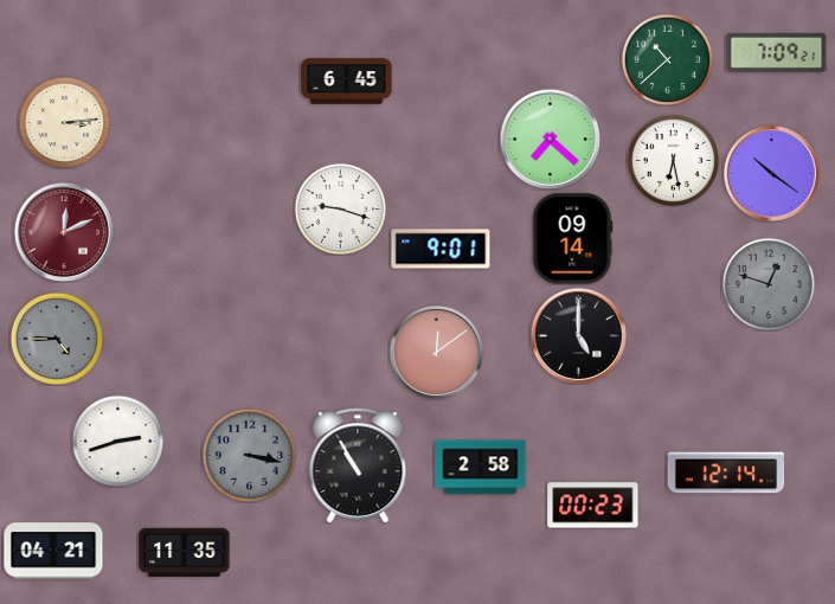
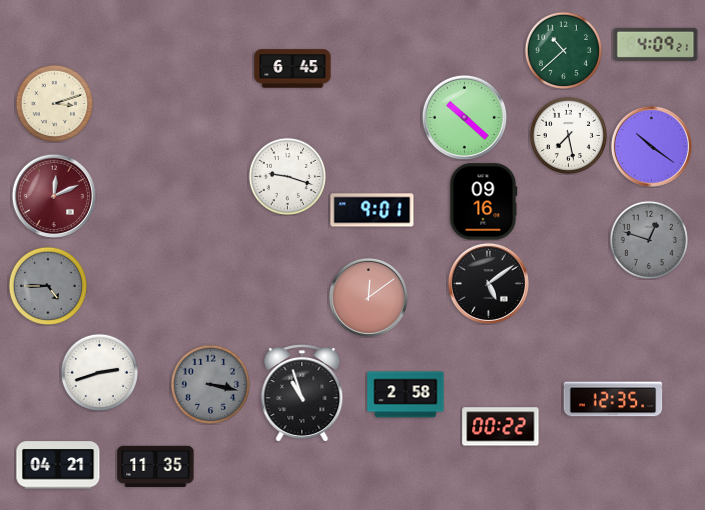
clock at (777, 52): 7:09 -> 4:09
clock at (64, 122): 3:14 -> 3:12
clock at (550, 139): 7:22 -> 10:22
clock at (673, 160): 6:28 -> 7:28
clock at (573, 239): 09:14 -> 09:16
clock at (578, 335): 5:00 -> 5:09
clock at (358, 465): 10:55 -> 10:57
clock at (726, 473): 12:14 -> 12:35
clock at (593, 506): 00:23 -> 00:22
clock at (53, 551) position: (53, 551) -> (58, 465)
